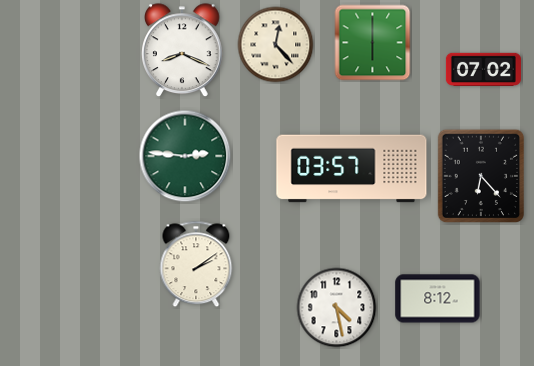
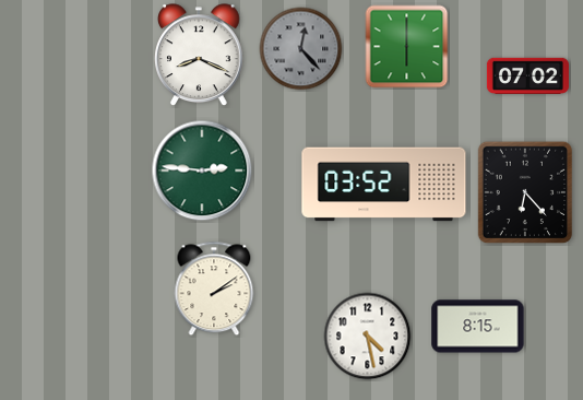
clock at (276, 45) dial: cream -> grey
clock at (352, 169): 03:57 -> 03:52
clock at (438, 299): 8:12 -> 8:15
